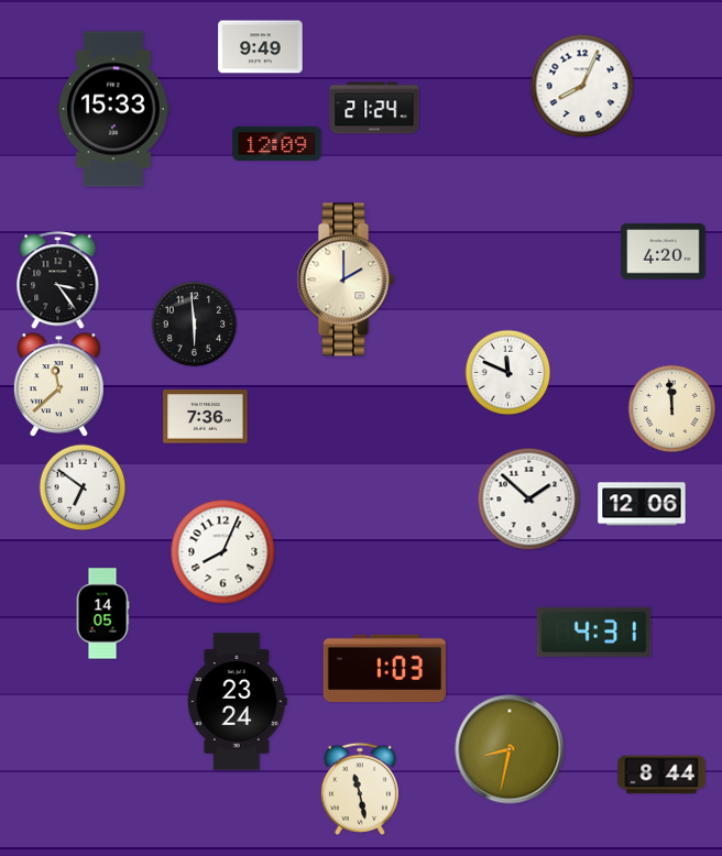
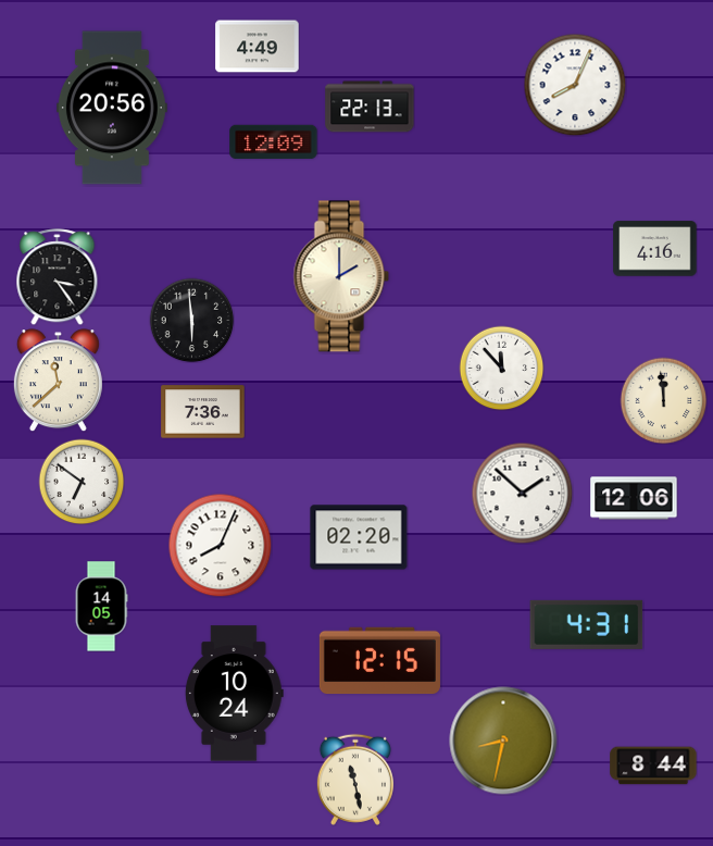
clock at (261, 47): 9:49 -> 4:49
clock at (374, 108): 21:24 -> 22:13
clock at (113, 109): 15:33 -> 20:56
clock at (664, 252): 4:20 -> 4:16
clock at (507, 372): 11:49 -> 11:53
clock at (671, 408) position: (671, 408) -> (663, 400)
clock at (359, 537): none -> 02:20
clock at (384, 669): 1:03 -> 12:15
clock at (237, 702): 23:24 -> 10:24
